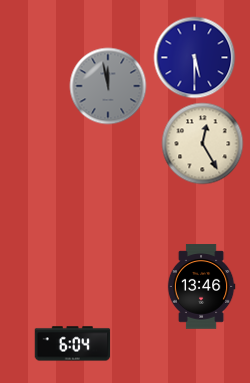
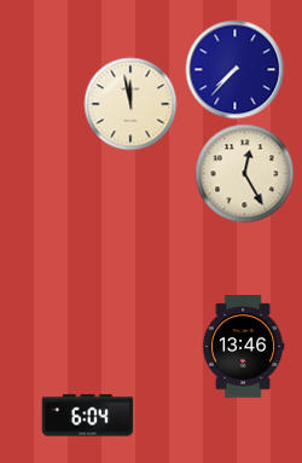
clock at (195, 58): 5:30 -> 7:37
clock at (108, 86) dial: grey -> cream
